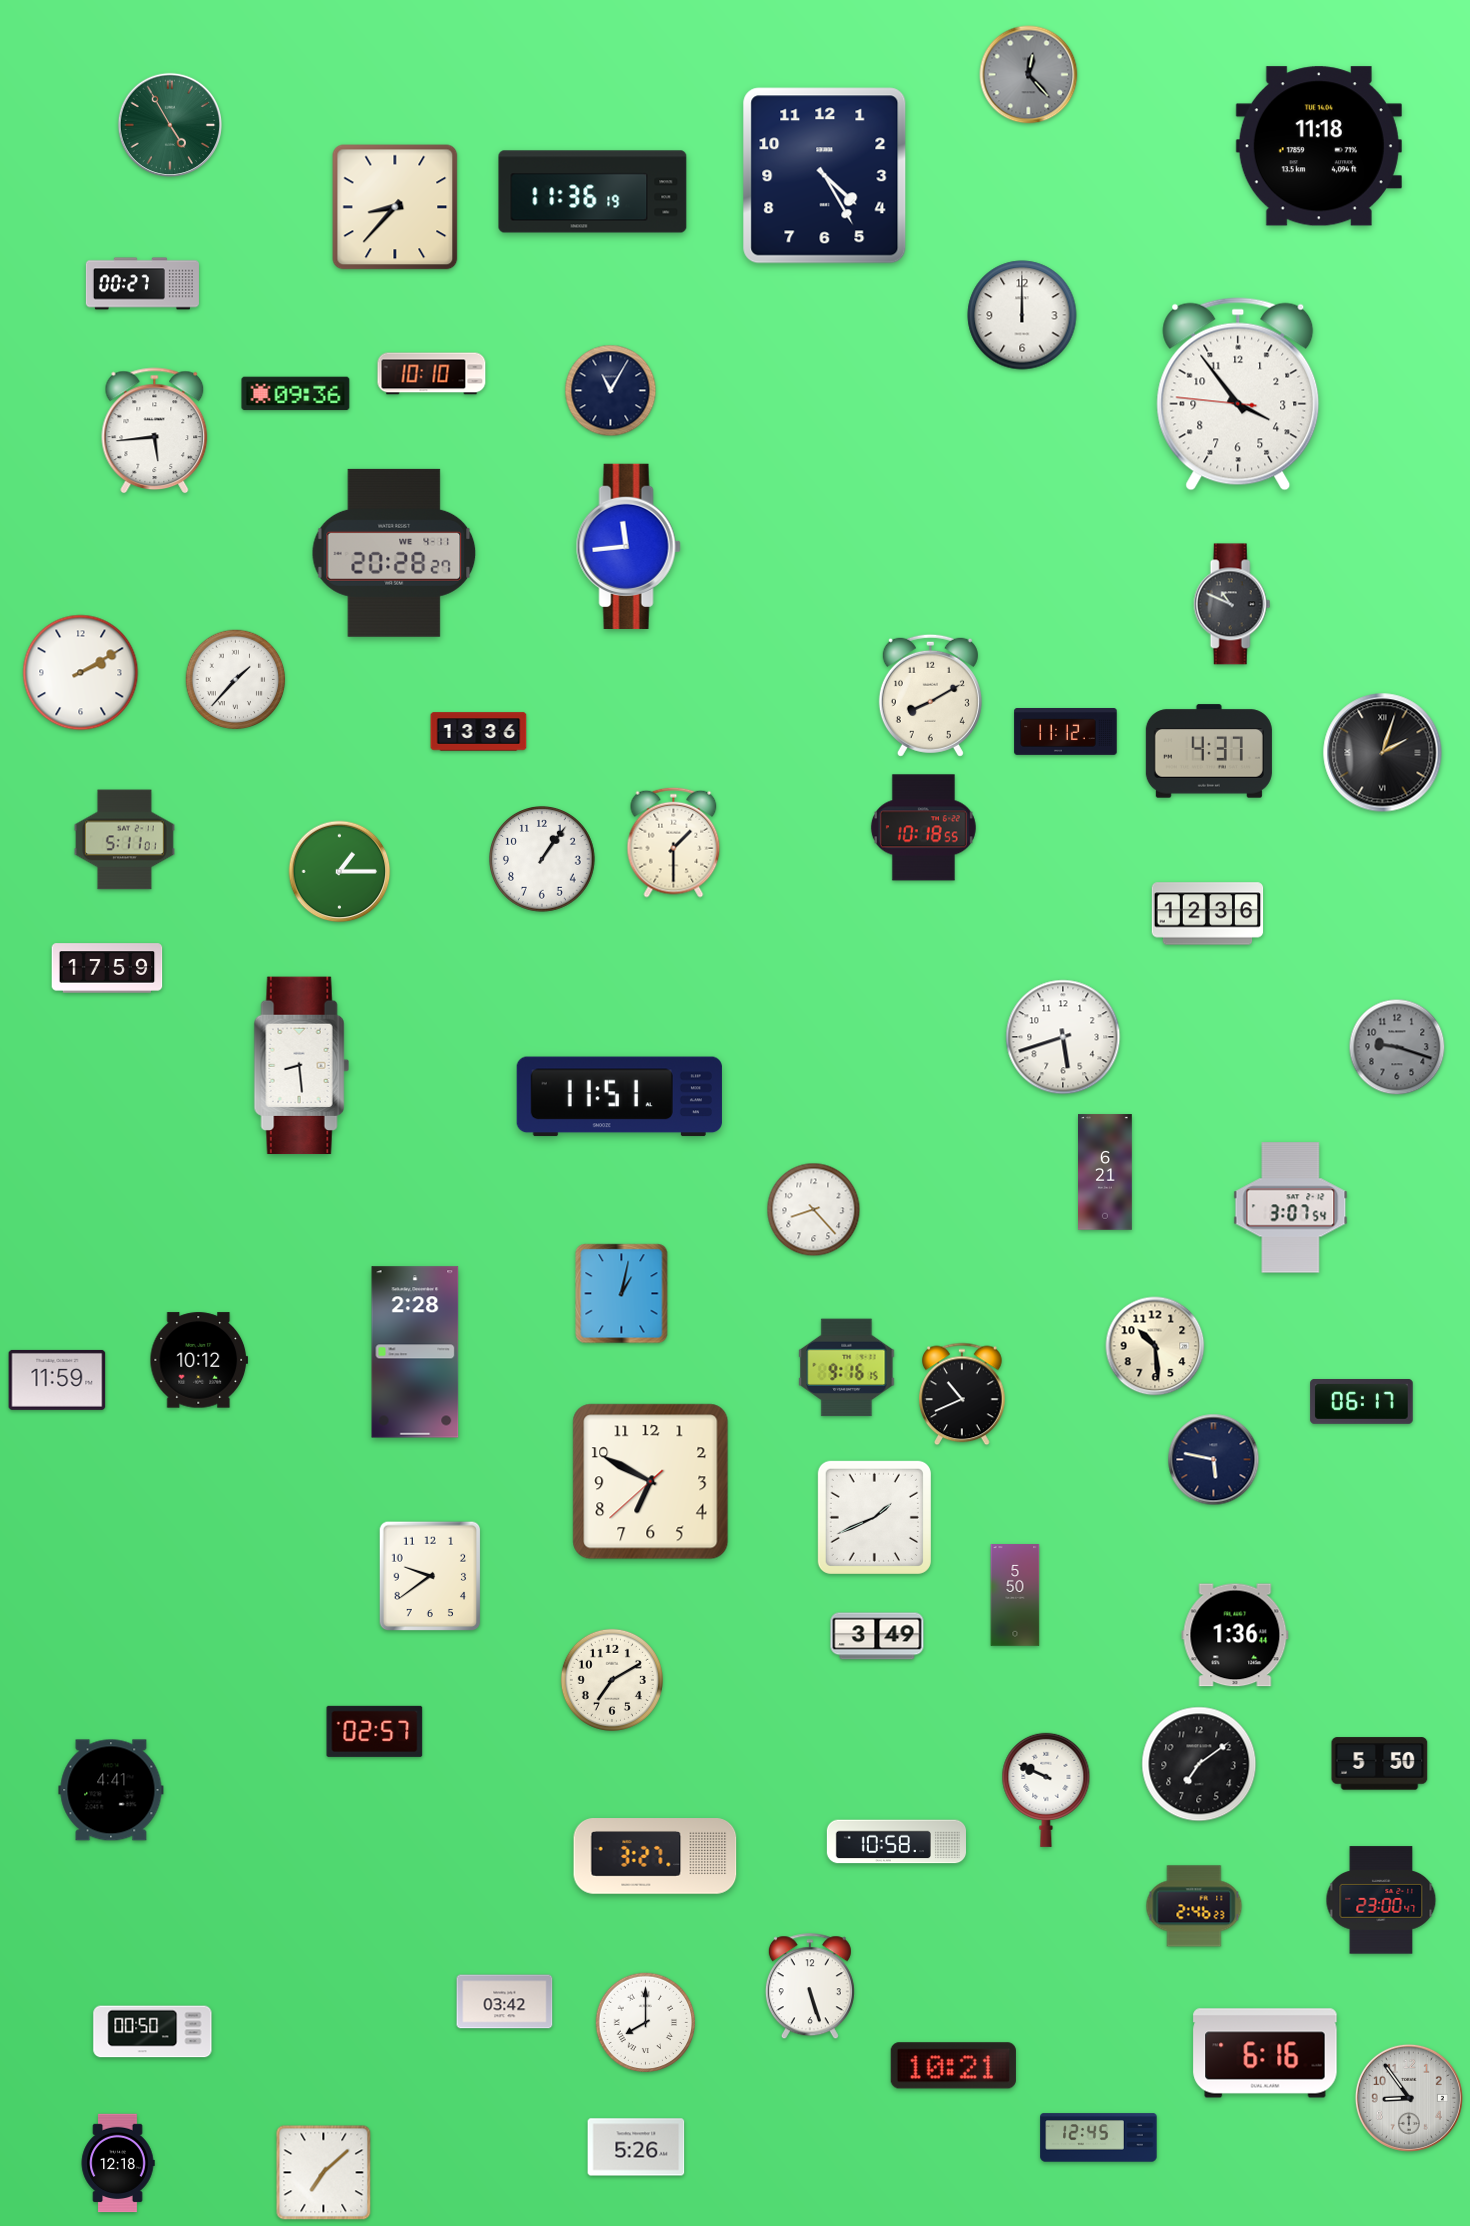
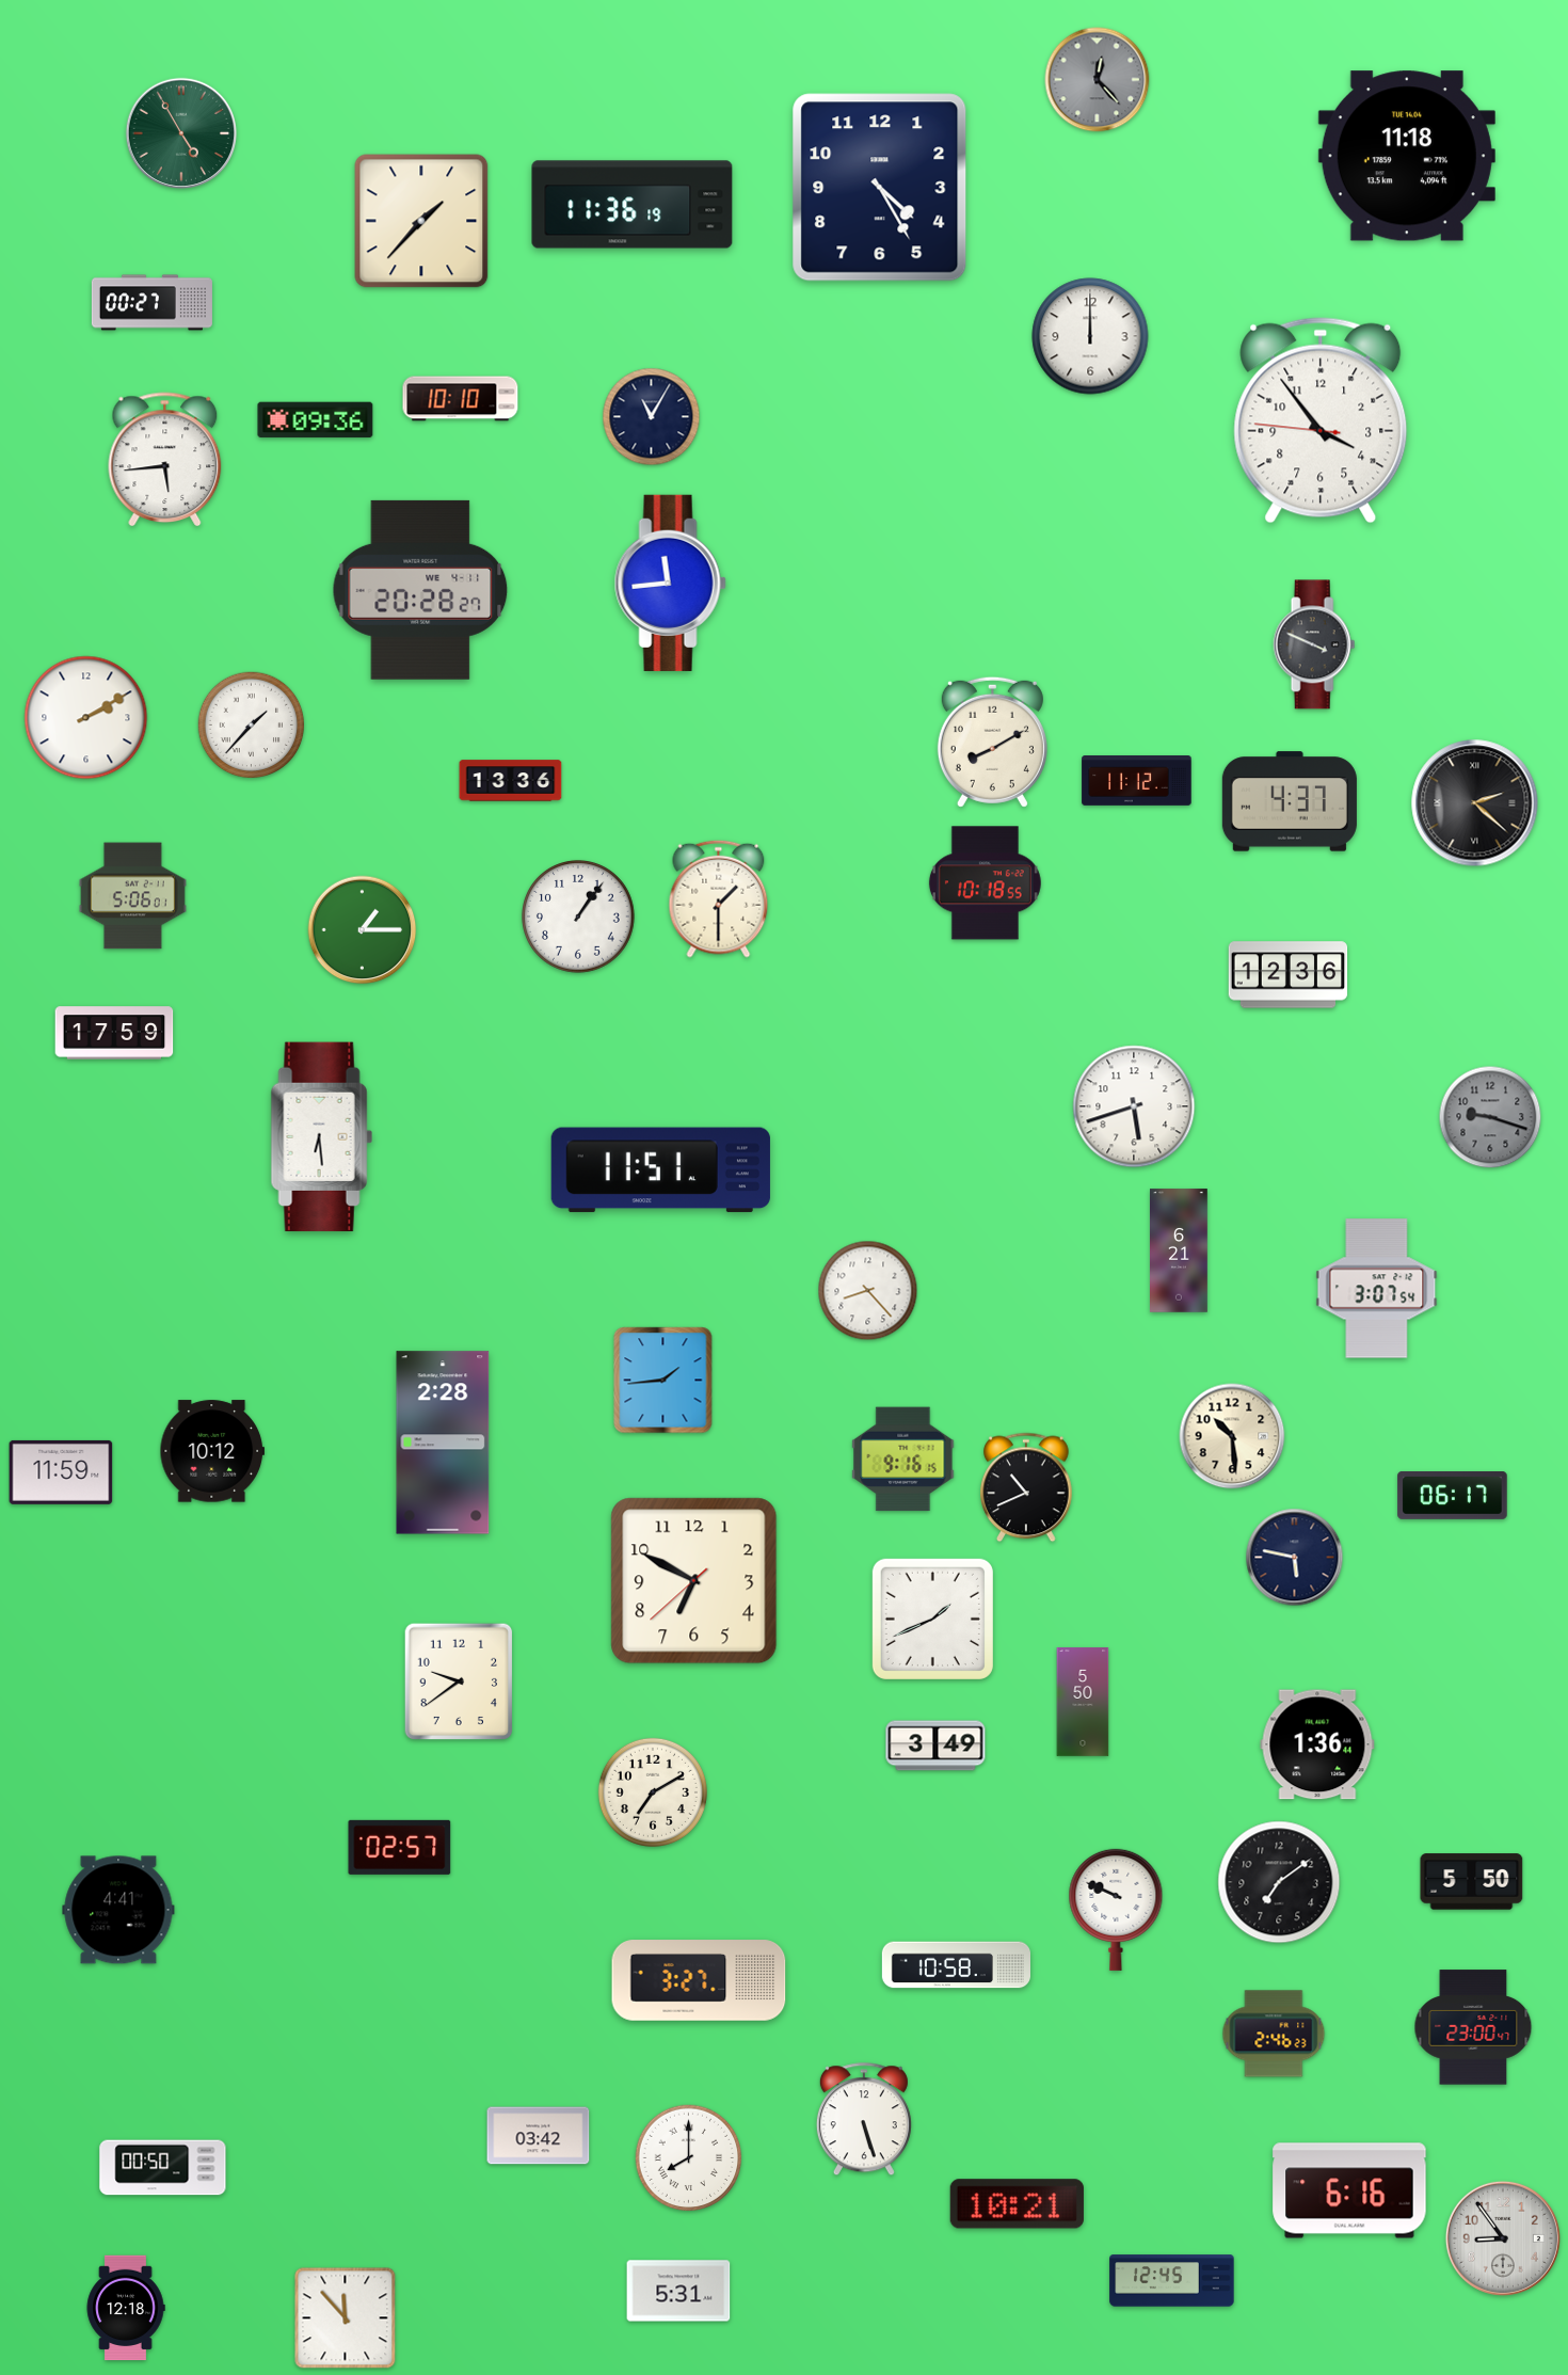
clock at (395, 207): 8:37 -> 1:37
clock at (1232, 604): 10:49 -> 3:49
clock at (1383, 753): 2:03 -> 2:22
clock at (124, 840): 5:11 -> 5:06
clock at (301, 1066): 8:29 -> 6:29
clock at (622, 1294): 1:02 -> 1:44
clock at (636, 2147): 5:26 -> 5:31
clock at (324, 2173): 7:08 -> 11:53
